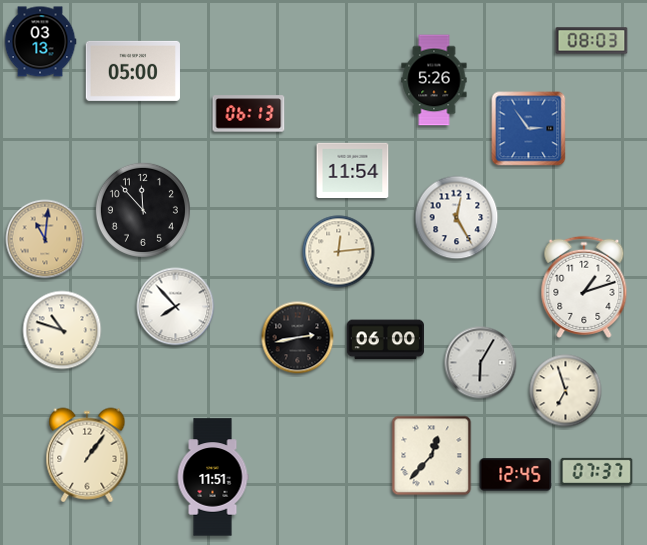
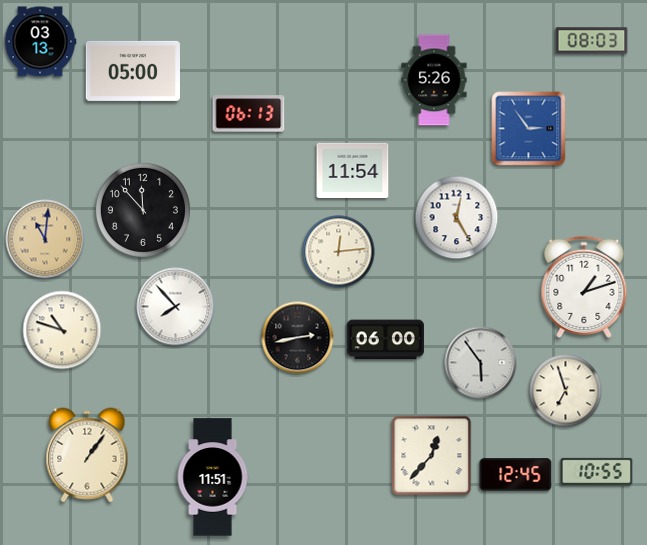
clock at (481, 363): 6:05 -> 5:54
clock at (597, 471): 07:37 -> 10:55
